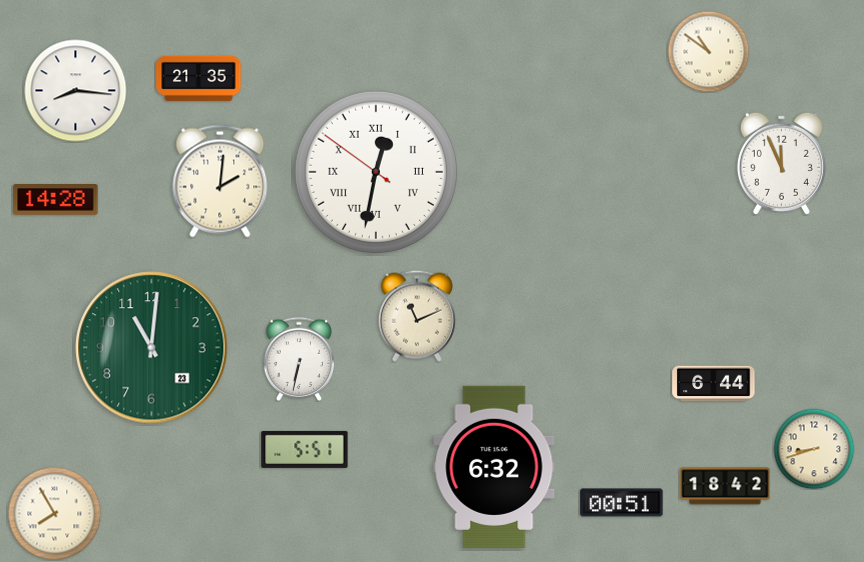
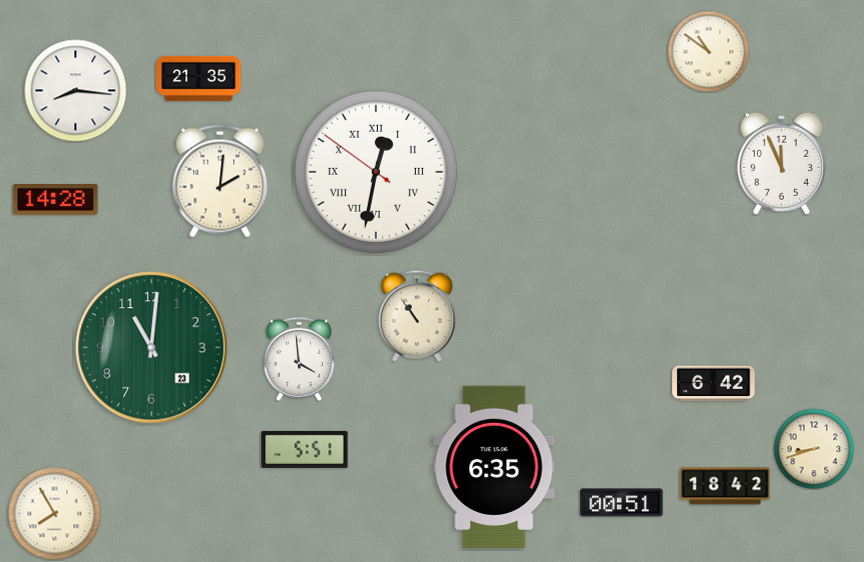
clock at (417, 316): 11:11 -> 10:54
clock at (298, 359): 6:32 -> 3:59
clock at (714, 384): 6:44 -> 6:42
clock at (494, 467): 6:32 -> 6:35
